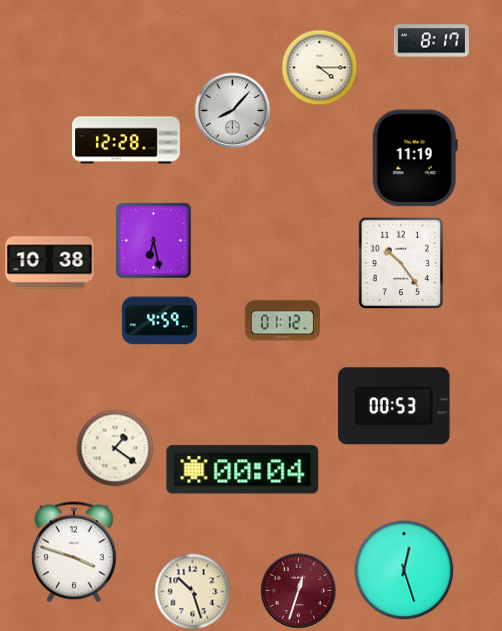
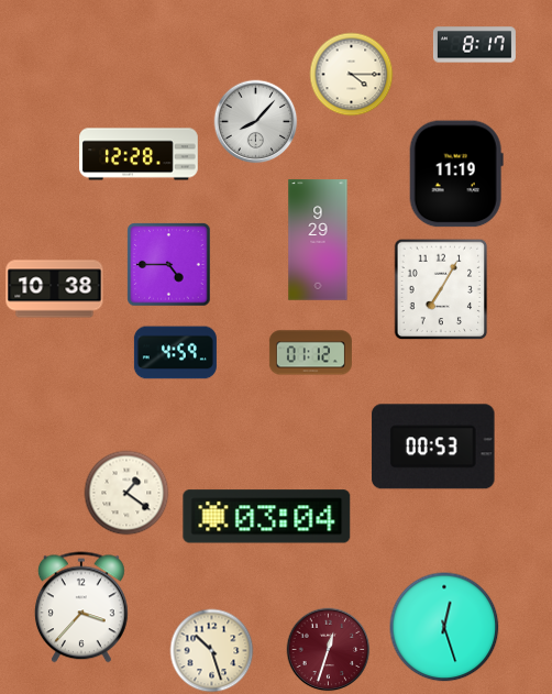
clock at (318, 240): none -> 9:29
clock at (154, 241): 6:28 -> 4:45
clock at (401, 263): 10:24 -> 7:05
clock at (243, 470): 00:04 -> 03:04
clock at (74, 552): 3:48 -> 3:37
